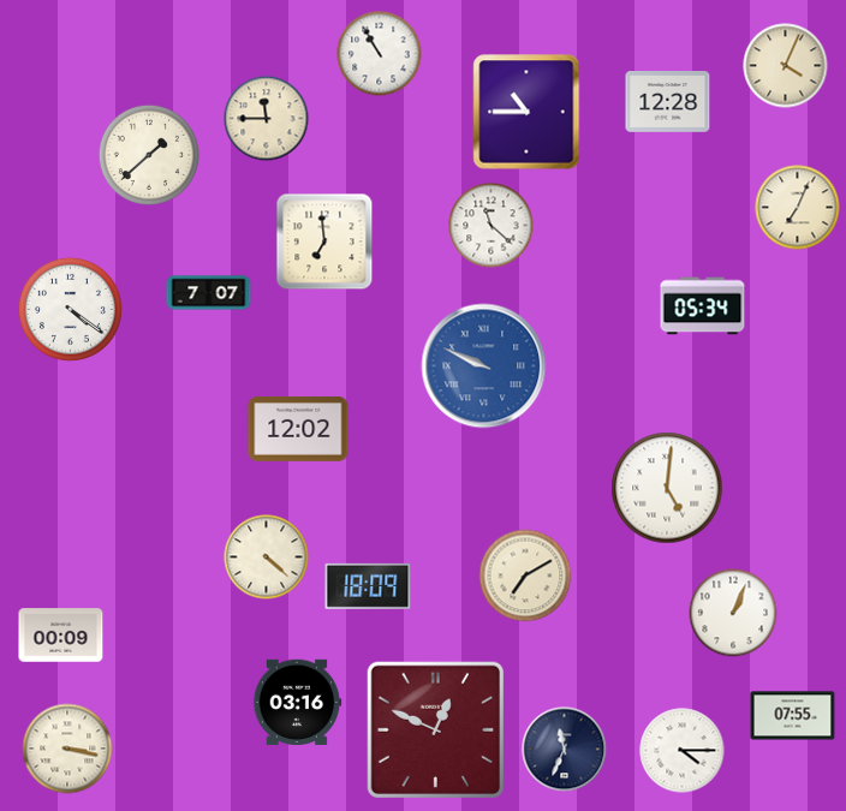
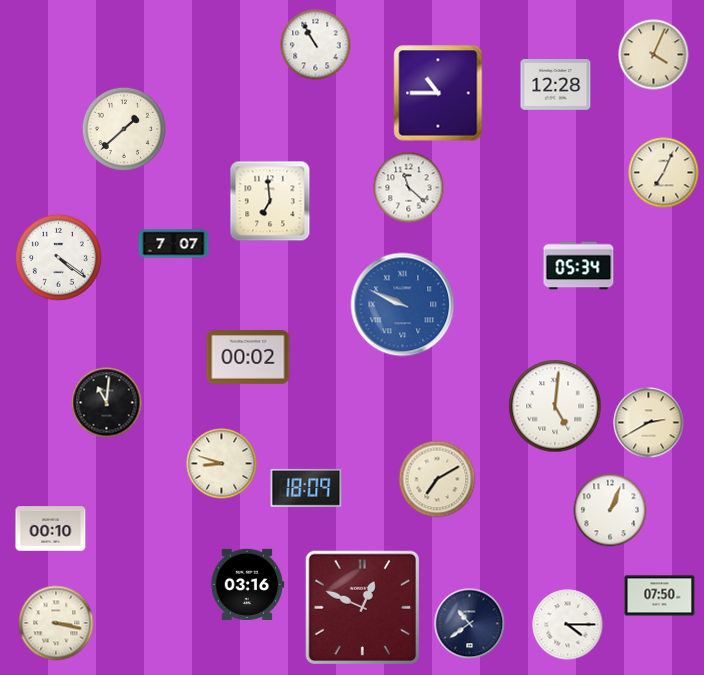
clock at (267, 119): 11:45 -> none
clock at (703, 306) position: (703, 306) -> (579, 266)
clock at (298, 429): 12:02 -> 00:02
clock at (107, 403): none -> 11:01
clock at (649, 423): none -> 2:40
clock at (267, 557): 4:22 -> 8:48
clock at (61, 636): 00:09 -> 00:10
clock at (793, 716): 07:55 -> 07:50
clock at (565, 750): 11:34 -> 10:39
